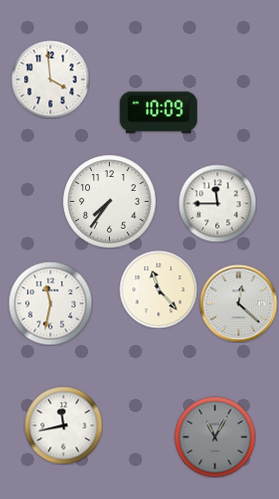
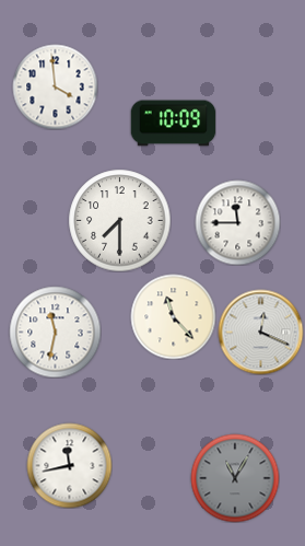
clock at (109, 201): 7:36 -> 7:30
clock at (238, 303): 12:22 -> 12:19
